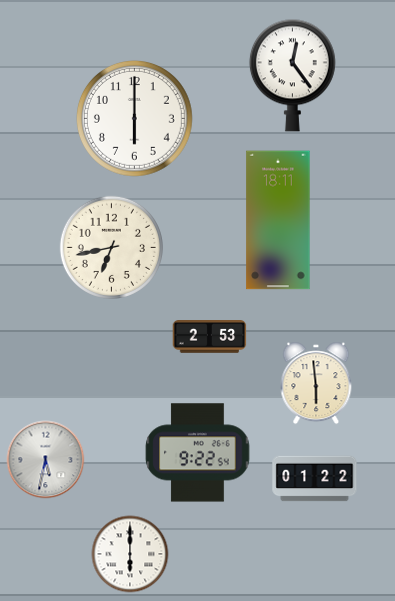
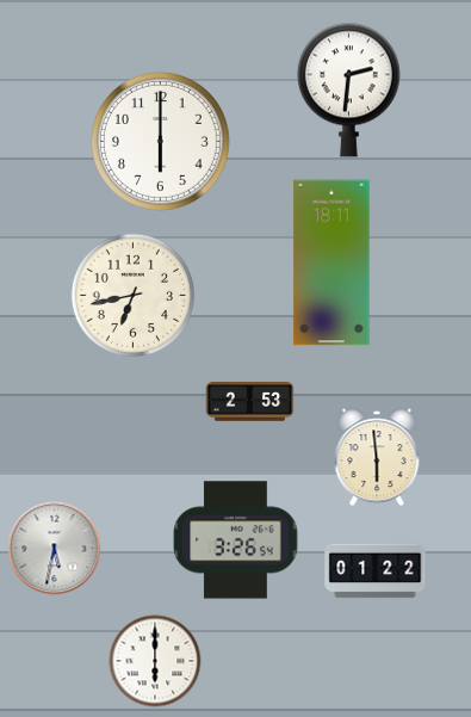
clock at (292, 75): 12:24 -> 2:31
clock at (198, 453): 9:22 -> 3:26
